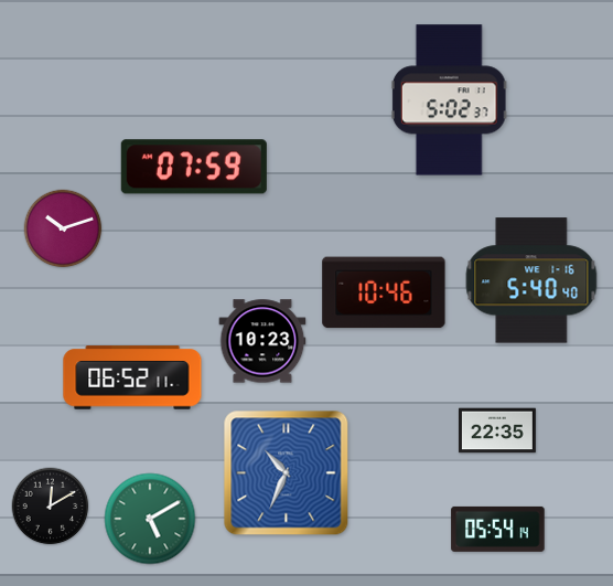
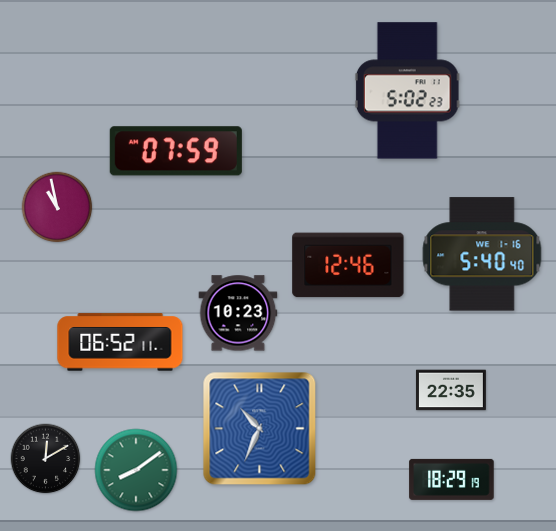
clock at (449, 100): 5:02:37 -> 5:02:23
clock at (63, 228): 10:12 -> 10:58
clock at (384, 292): 10:46 -> 12:46
clock at (262, 341) position: (262, 341) -> (238, 313)
clock at (150, 519): 5:10 -> 8:09
clock at (498, 529): 05:54 -> 18:29
